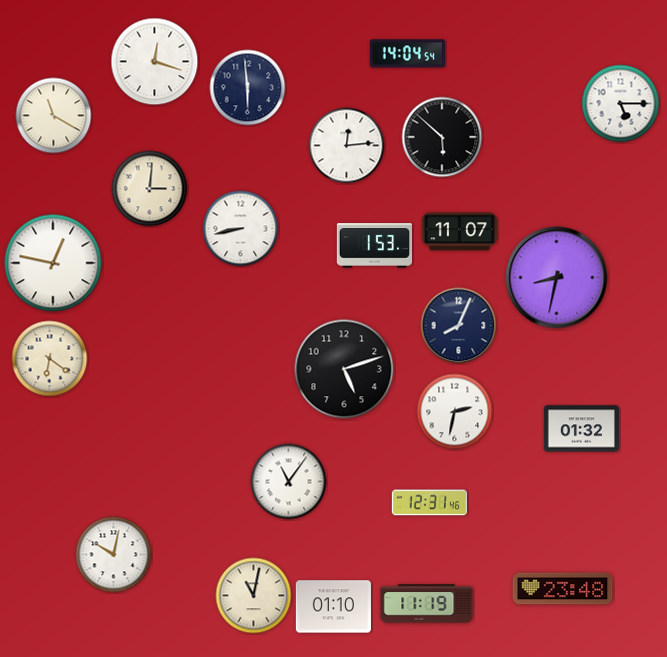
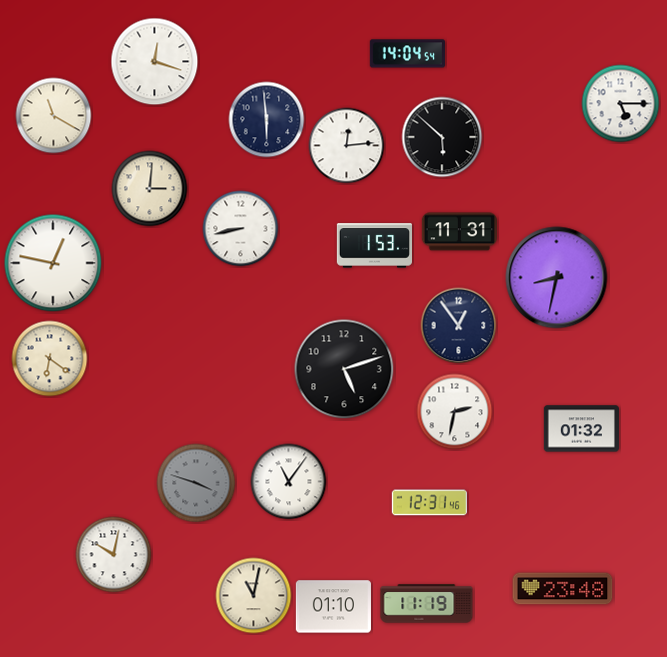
clock at (248, 88) position: (248, 88) -> (267, 120)
clock at (459, 232): 11:07 -> 11:31
clock at (459, 326): 8:04 -> 12:54
clock at (196, 483): none -> 3:48
